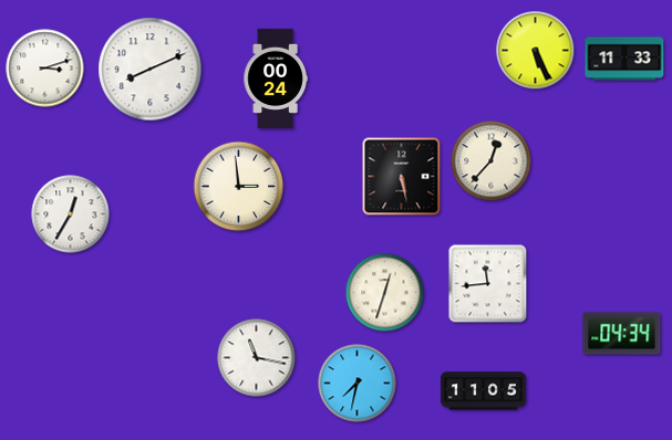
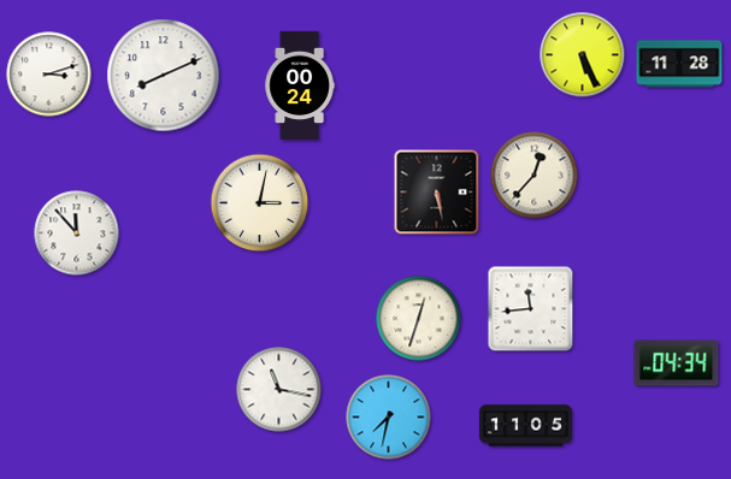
clock at (624, 59): 11:33 -> 11:28
clock at (239, 187): 2:59 -> 3:02
clock at (71, 214): 12:35 -> 11:53
